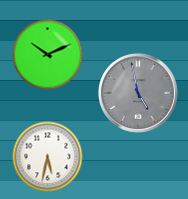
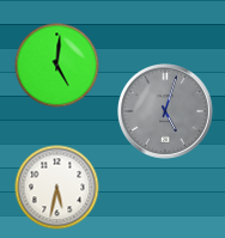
clock at (48, 55): 10:11 -> 5:01
clock at (139, 94): 4:58 -> 5:03
